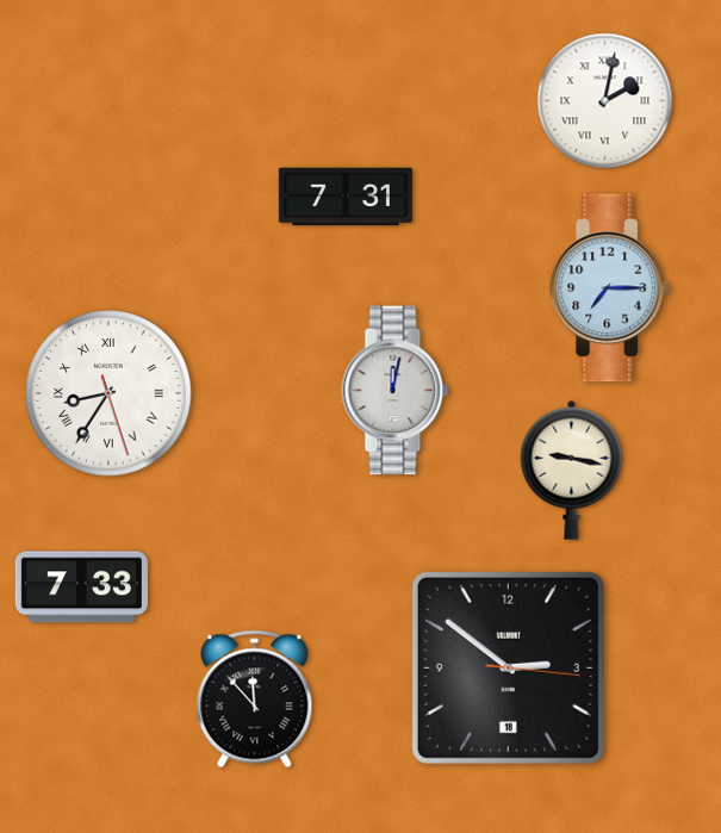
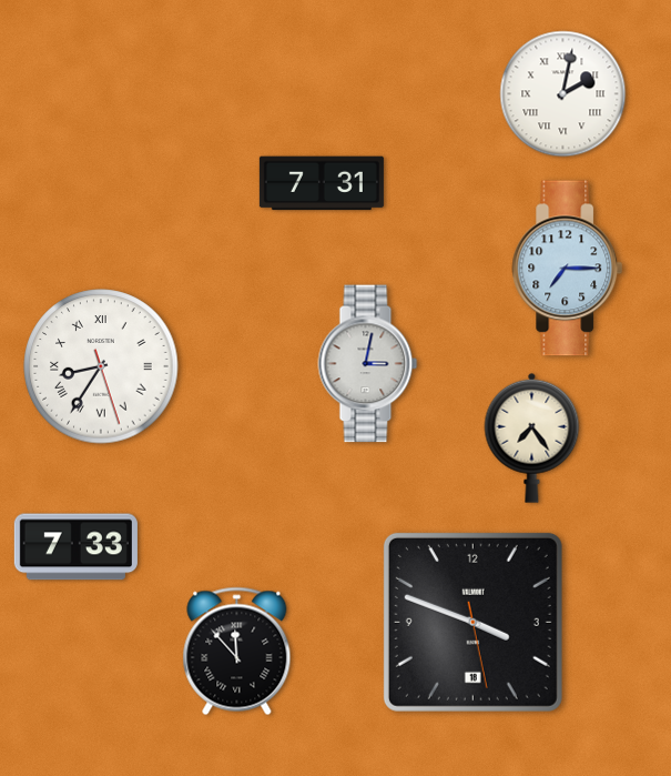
clock at (396, 391): 12:02 -> 3:02
clock at (572, 470): 9:17 -> 7:24
clock at (508, 667): 2:51 -> 3:48
